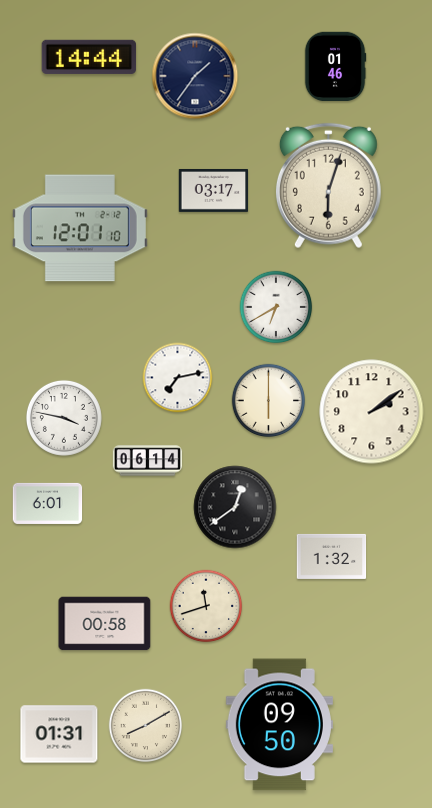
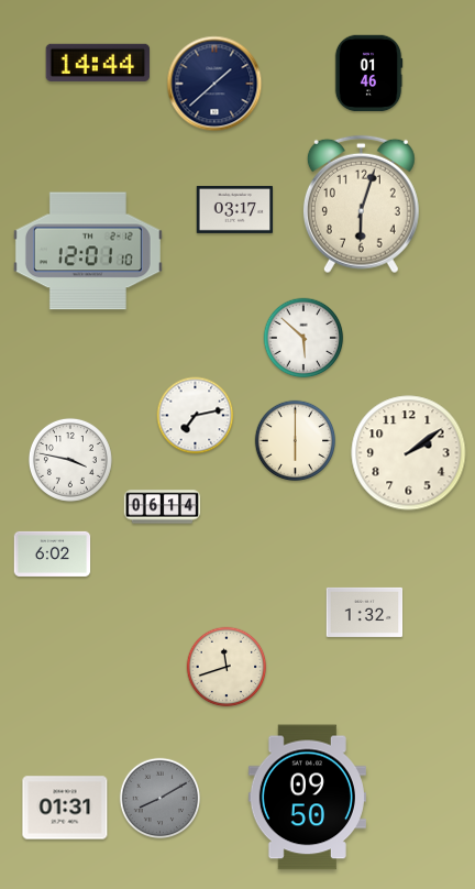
clock at (195, 76): 1:36 -> 1:38
clock at (276, 307): 6:40 -> 5:52
clock at (48, 503): 6:01 -> 6:02
clock at (235, 507): 12:39 -> none
clock at (105, 624): 00:58 -> none
clock at (146, 726) dial: cream -> grey
